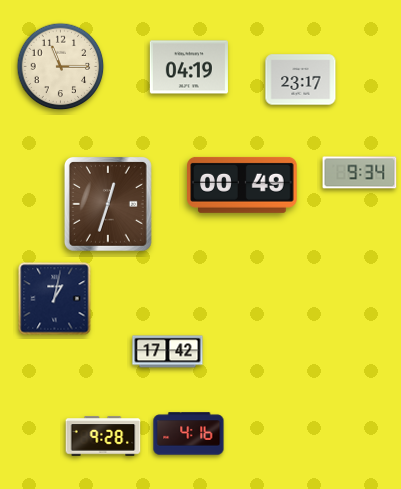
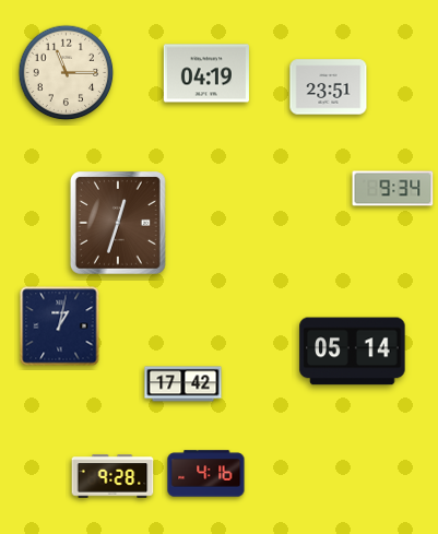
clock at (301, 80): 23:17 -> 23:51
clock at (242, 185): 00:49 -> none
clock at (353, 352): none -> 05:14
